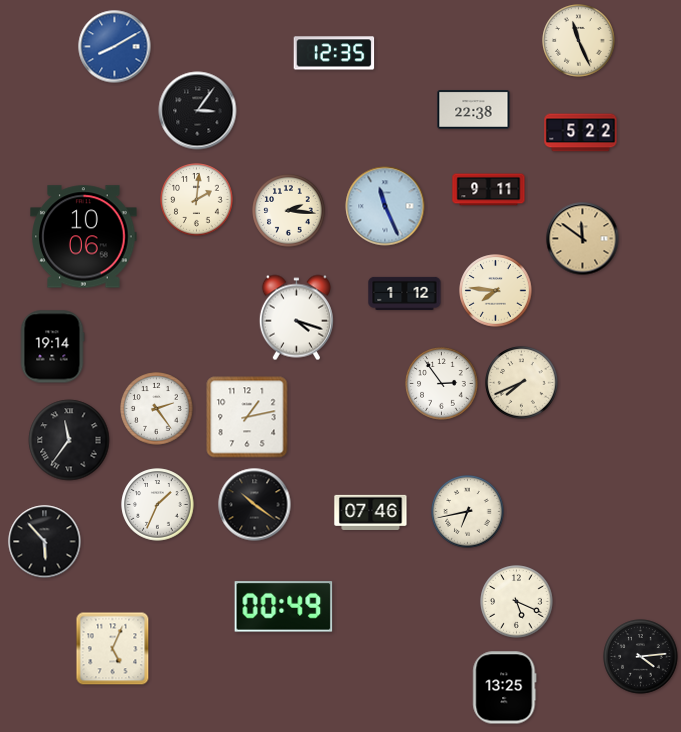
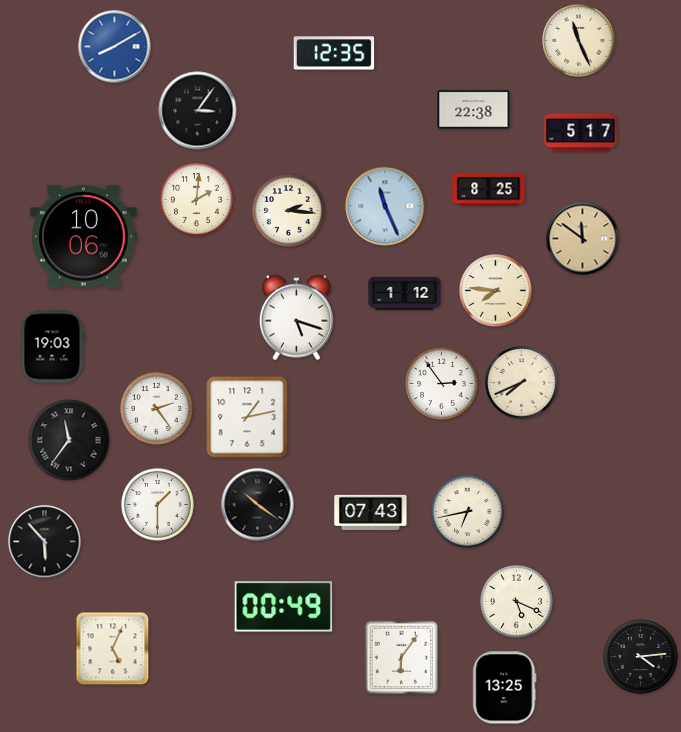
clock at (581, 133): 5:22 -> 5:17
clock at (489, 190): 9:11 -> 8:25
clock at (296, 318): 4:18 -> 5:18
clock at (52, 347): 19:14 -> 19:03
clock at (158, 505): 1:34 -> 1:30
clock at (255, 505) position: (255, 505) -> (258, 505)
clock at (371, 512): 07:46 -> 07:43
clock at (402, 658): none -> 6:06
